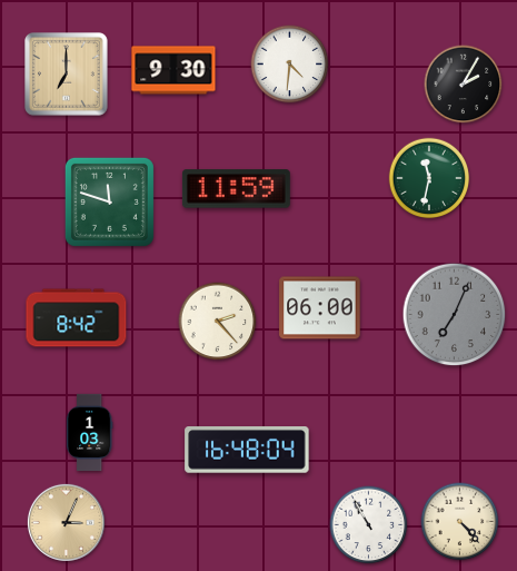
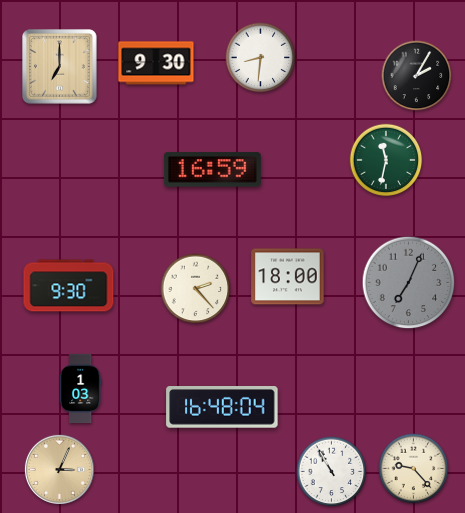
clock at (290, 65): 4:31 -> 8:31
clock at (236, 189): 11:59 -> 16:59
clock at (109, 201): 11:48 -> none
clock at (320, 308): 06:00 -> 18:00
clock at (77, 318): 8:42 -> 9:30
clock at (247, 450) position: (247, 450) -> (222, 407)
clock at (460, 522): 4:23 -> 9:23
